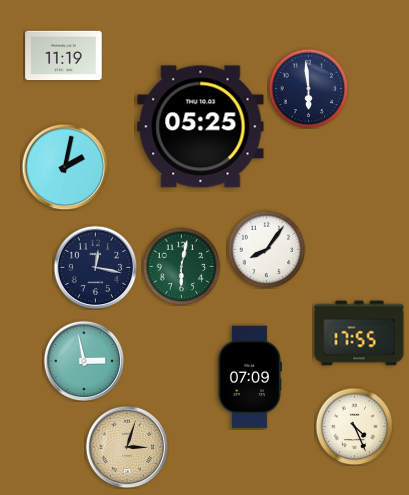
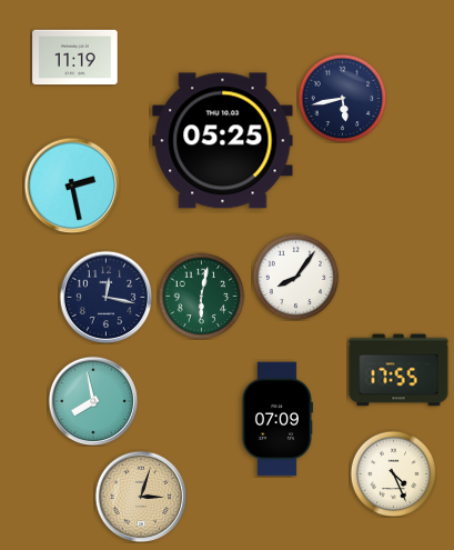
clock at (64, 56) position: (64, 56) -> (75, 58)
clock at (308, 88): 5:59 -> 5:43
clock at (65, 167): 2:02 -> 2:28
clock at (84, 361): 2:58 -> 7:58
